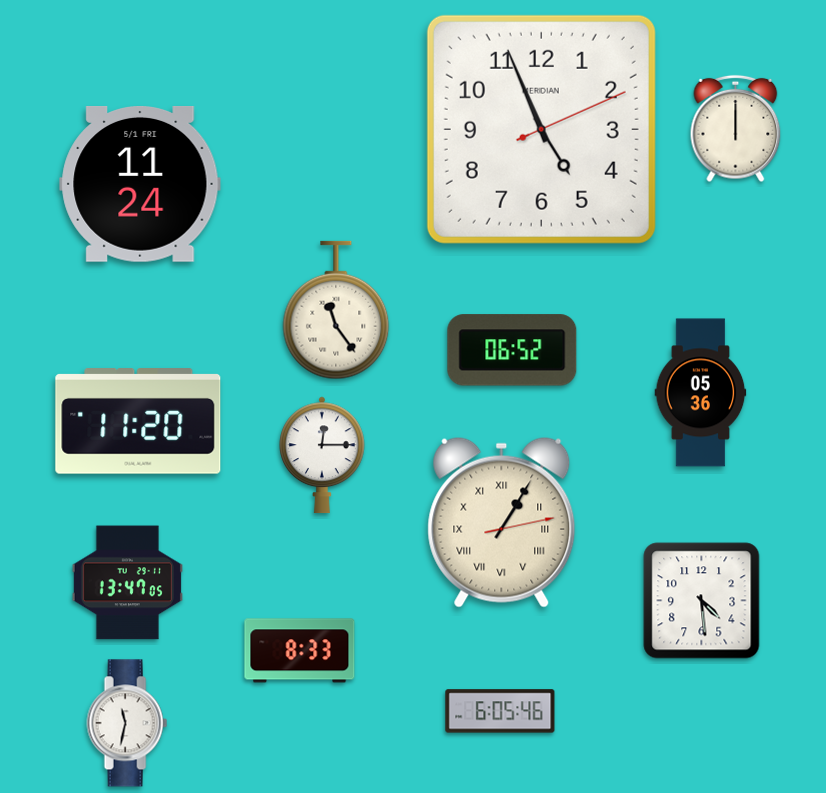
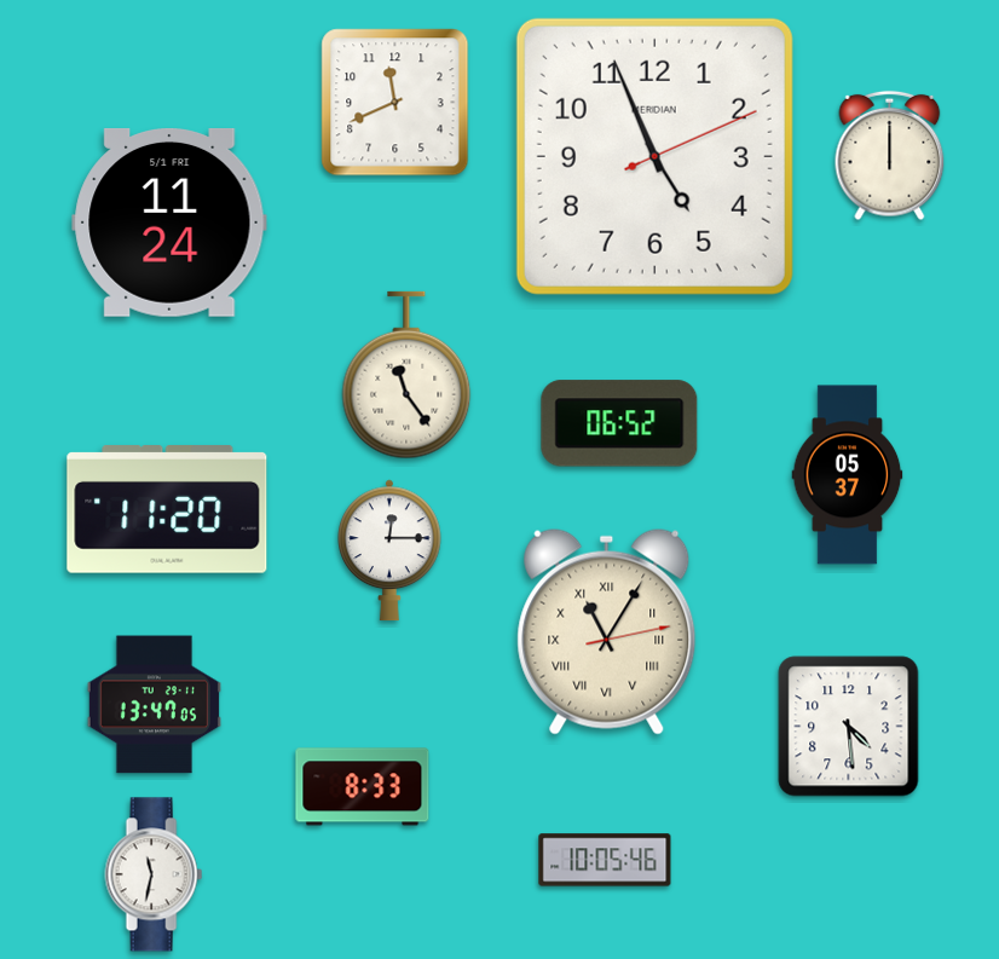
clock at (395, 103): none -> 11:41
clock at (701, 393): 05:36 -> 05:37
clock at (502, 522): 1:05 -> 11:05
clock at (500, 711): 6:05 -> 10:05
